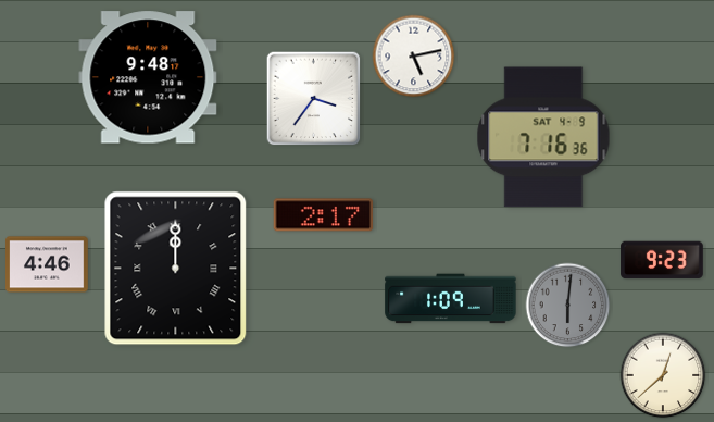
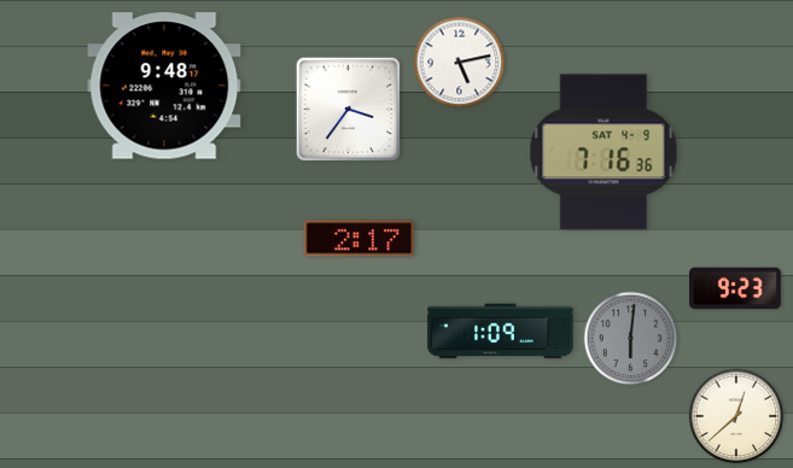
clock at (47, 264): 4:46 -> none
clock at (176, 269): 12:00 -> none
